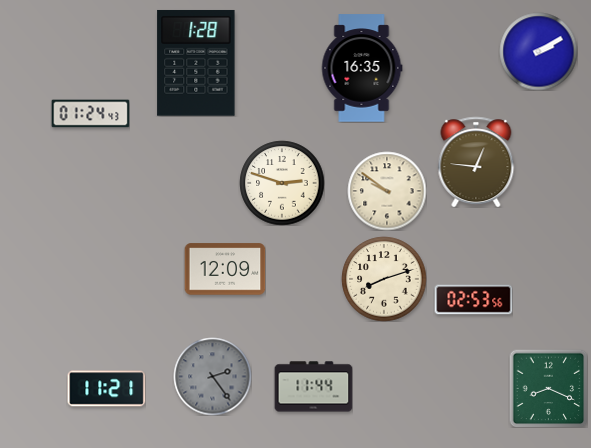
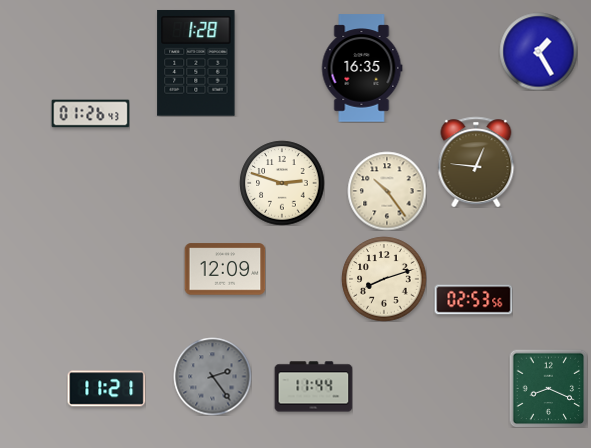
clock at (538, 51): 2:10 -> 1:25
clock at (90, 114): 01:24 -> 01:26
clock at (387, 191): 9:51 -> 10:24
